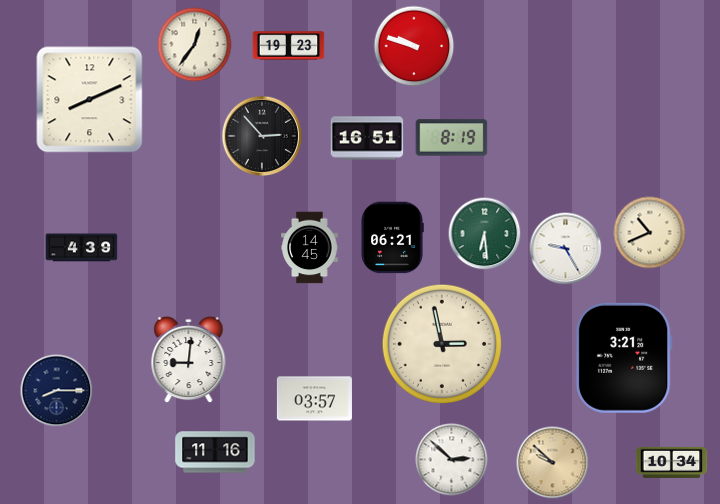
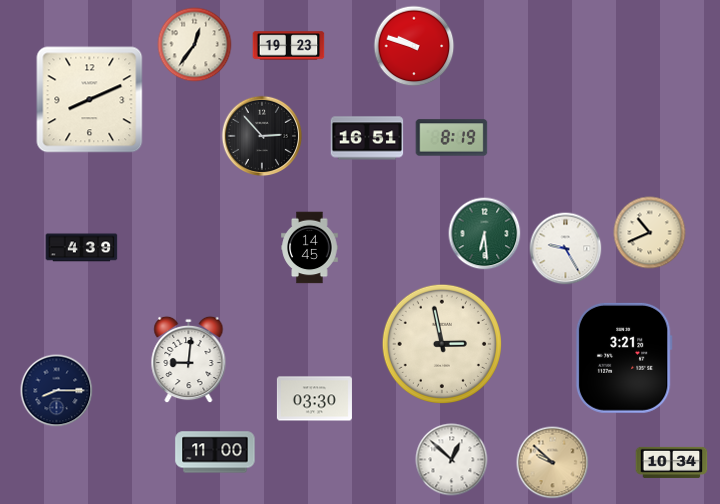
clock at (392, 238): 06:21 -> none
clock at (314, 399): 03:57 -> 03:30
clock at (215, 452): 11:16 -> 11:00
clock at (452, 460): 2:52 -> 12:52
